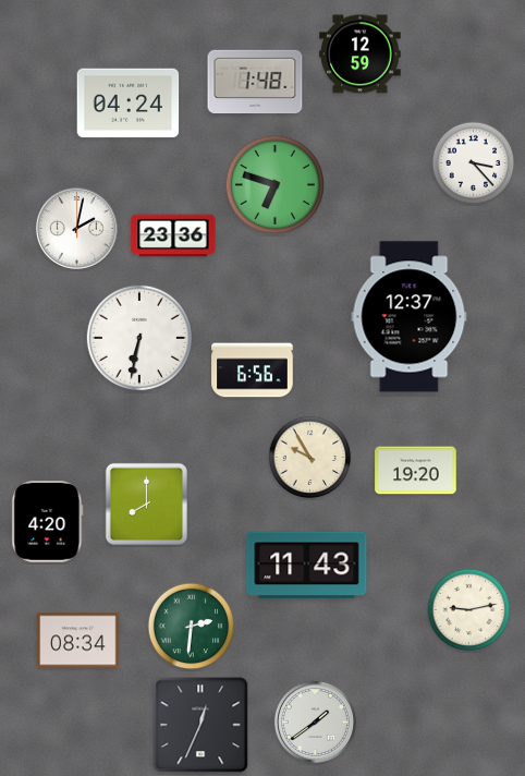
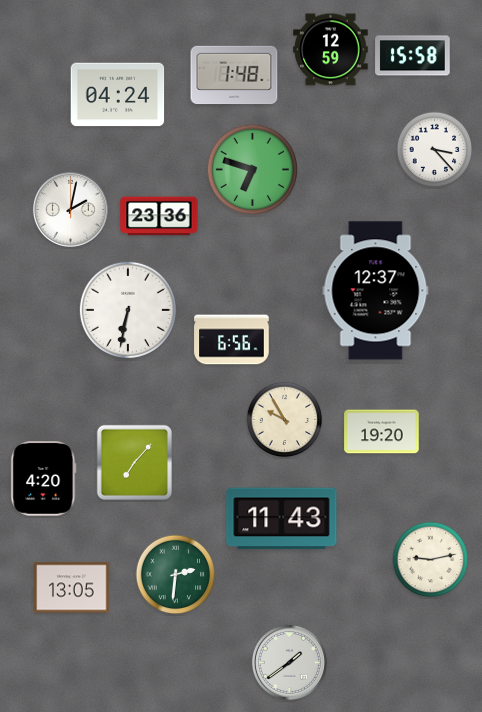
clock at (413, 56): none -> 15:58
clock at (146, 504): 8:00 -> 7:07
clock at (78, 641): 08:34 -> 13:05
clock at (200, 725): 12:34 -> none
